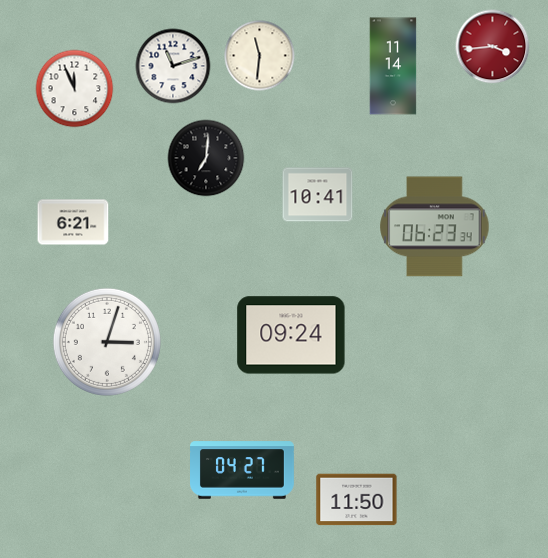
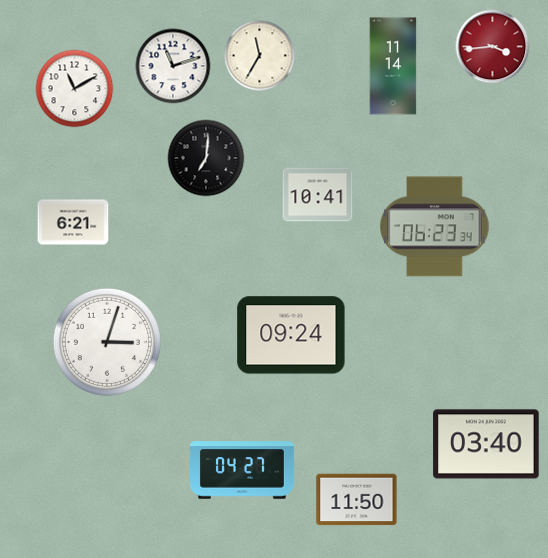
clock at (260, 56): 11:31 -> 11:35
clock at (75, 89): 11:56 -> 11:10
clock at (486, 444): none -> 03:40
